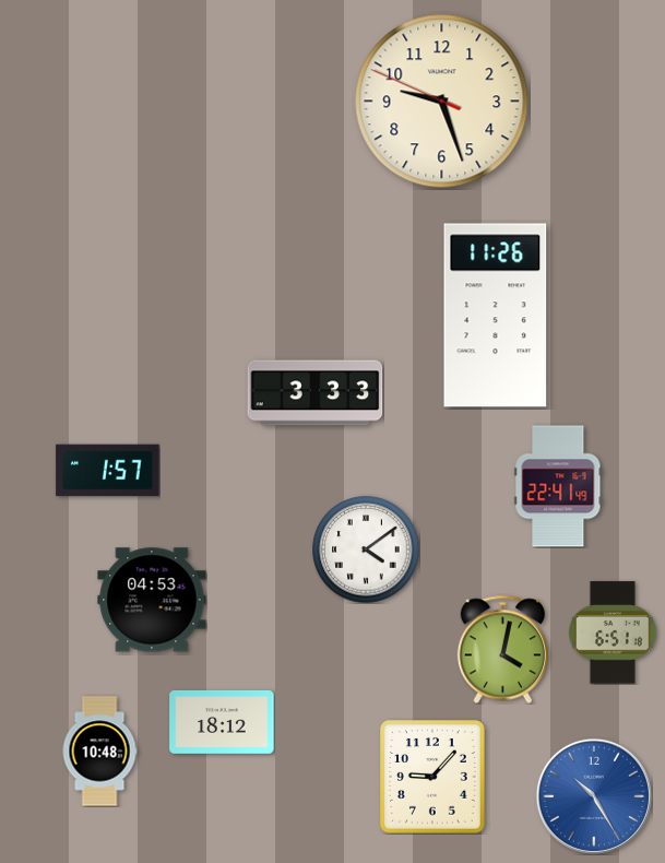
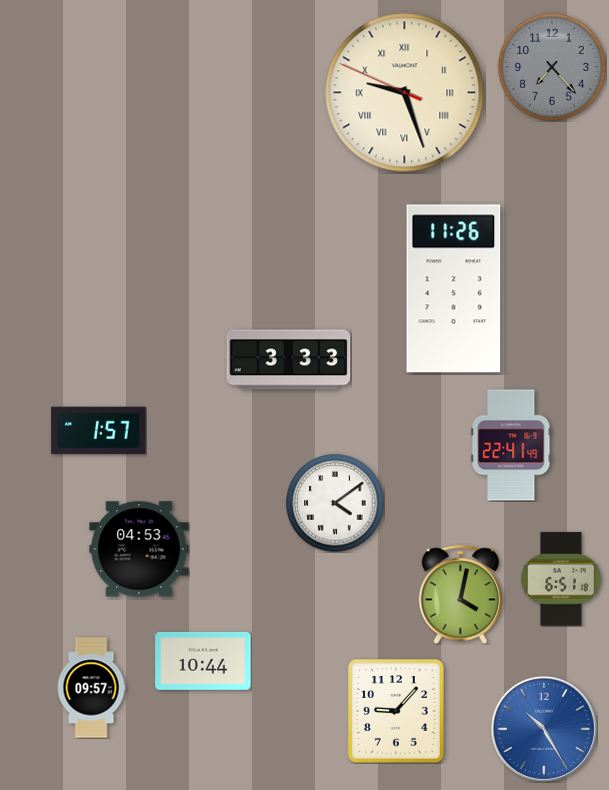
clock at (553, 68): none -> 7:23
clock at (442, 102) numerals: Arabic -> Roman
clock at (222, 722): 18:12 -> 10:44
clock at (99, 752): 10:48 -> 09:57
